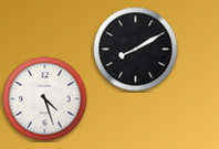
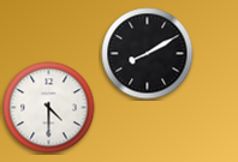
clock at (45, 99): 4:27 -> 4:30
